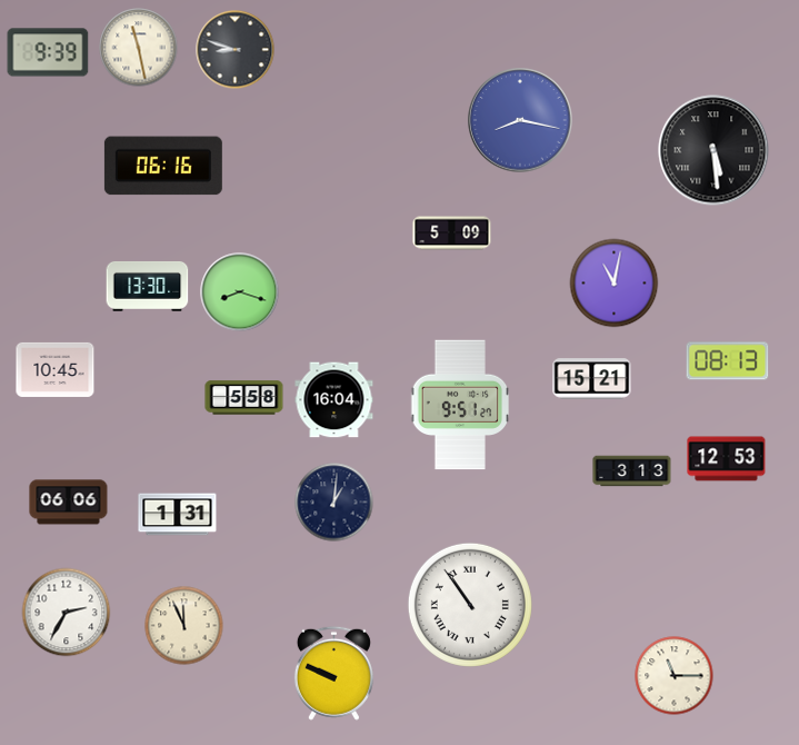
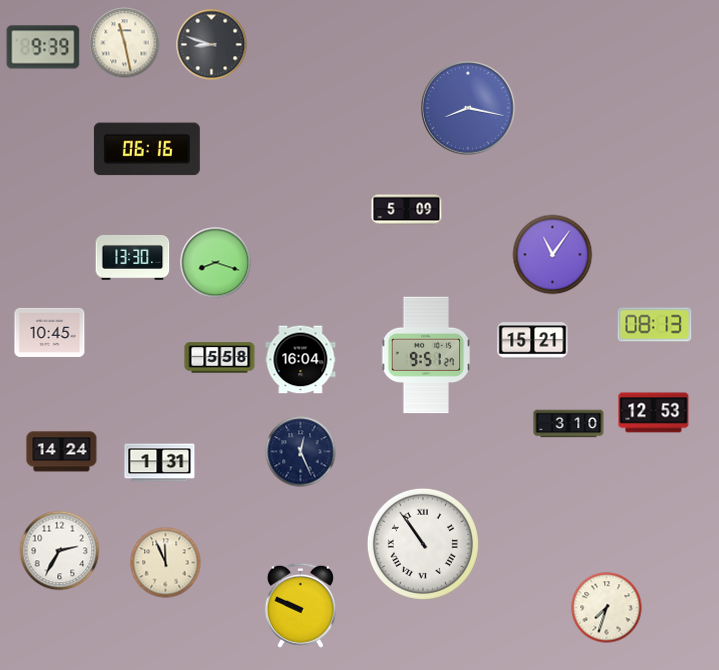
clock at (713, 150): 5:29 -> none
clock at (615, 284): 11:02 -> 11:06
clock at (460, 405) position: (460, 405) -> (426, 355)
clock at (632, 471): 3:13 -> 3:10
clock at (69, 503): 06:06 -> 14:24
clock at (334, 503): 1:01 -> 12:26
clock at (675, 676): 11:15 -> 7:33
